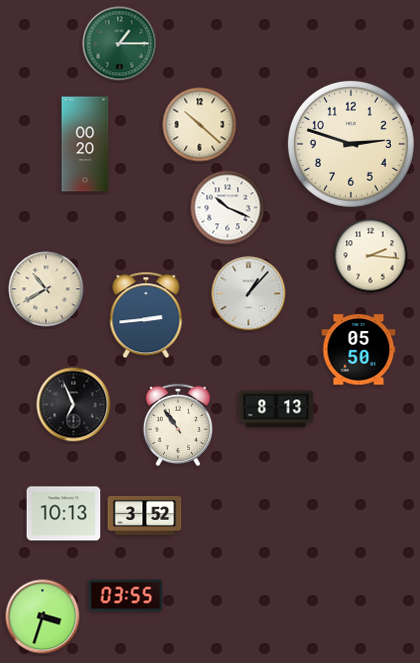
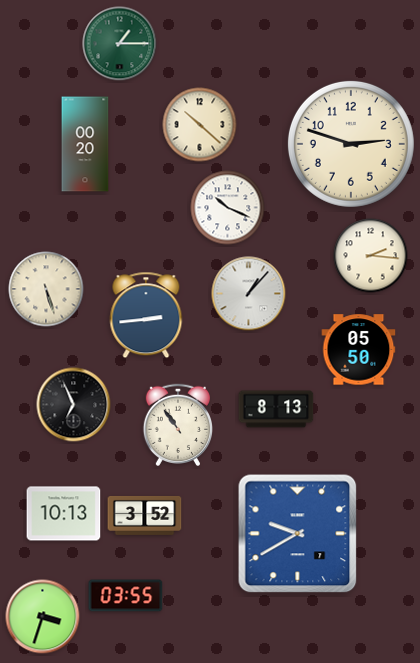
clock at (46, 289): 10:40 -> 5:27
clock at (298, 534): none -> 9:40
